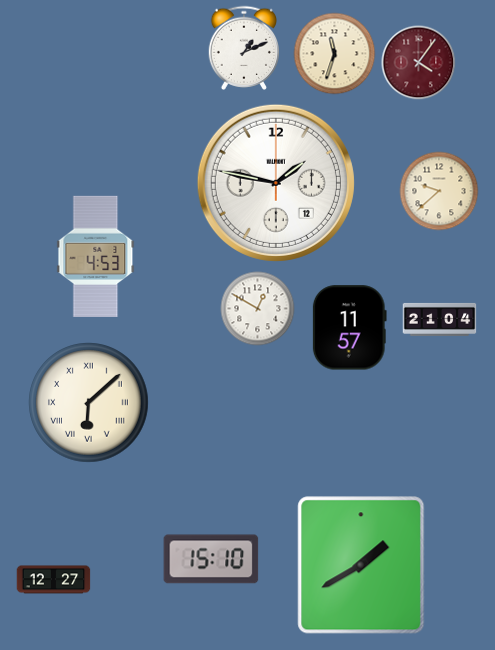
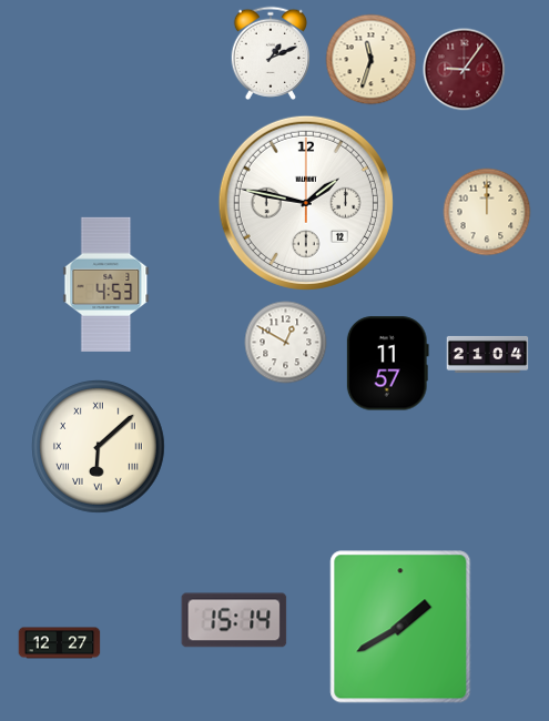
clock at (419, 63): 4:06 -> 9:06
clock at (439, 191): 9:38 -> 12:00
clock at (211, 559): 15:10 -> 15:14
